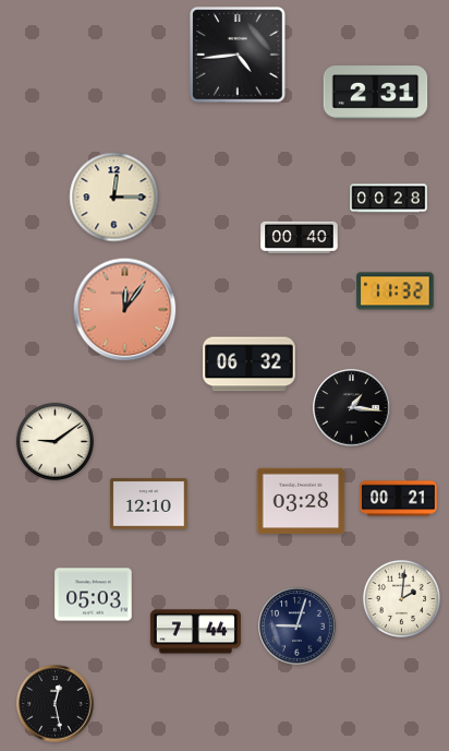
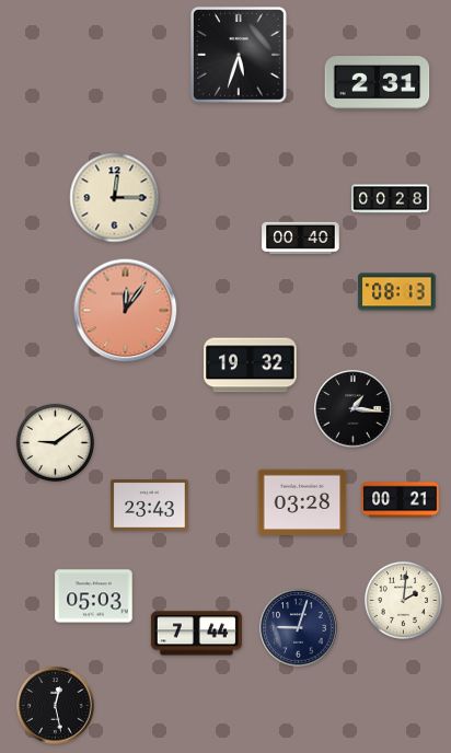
clock at (239, 56): 4:44 -> 5:33
clock at (376, 93) position: (376, 93) -> (378, 83)
clock at (396, 291): 11:32 -> 08:13
clock at (250, 365): 06:32 -> 19:32
clock at (149, 504): 12:10 -> 23:43
